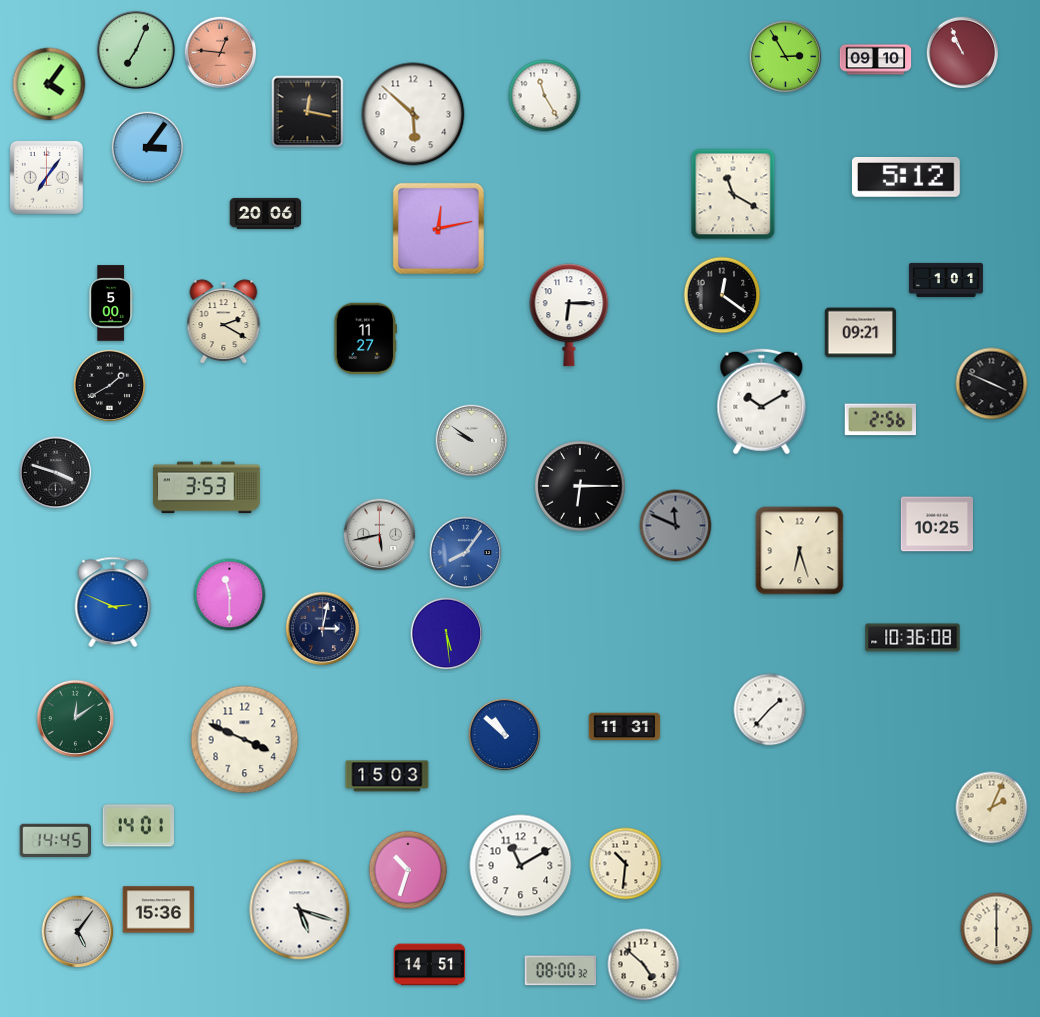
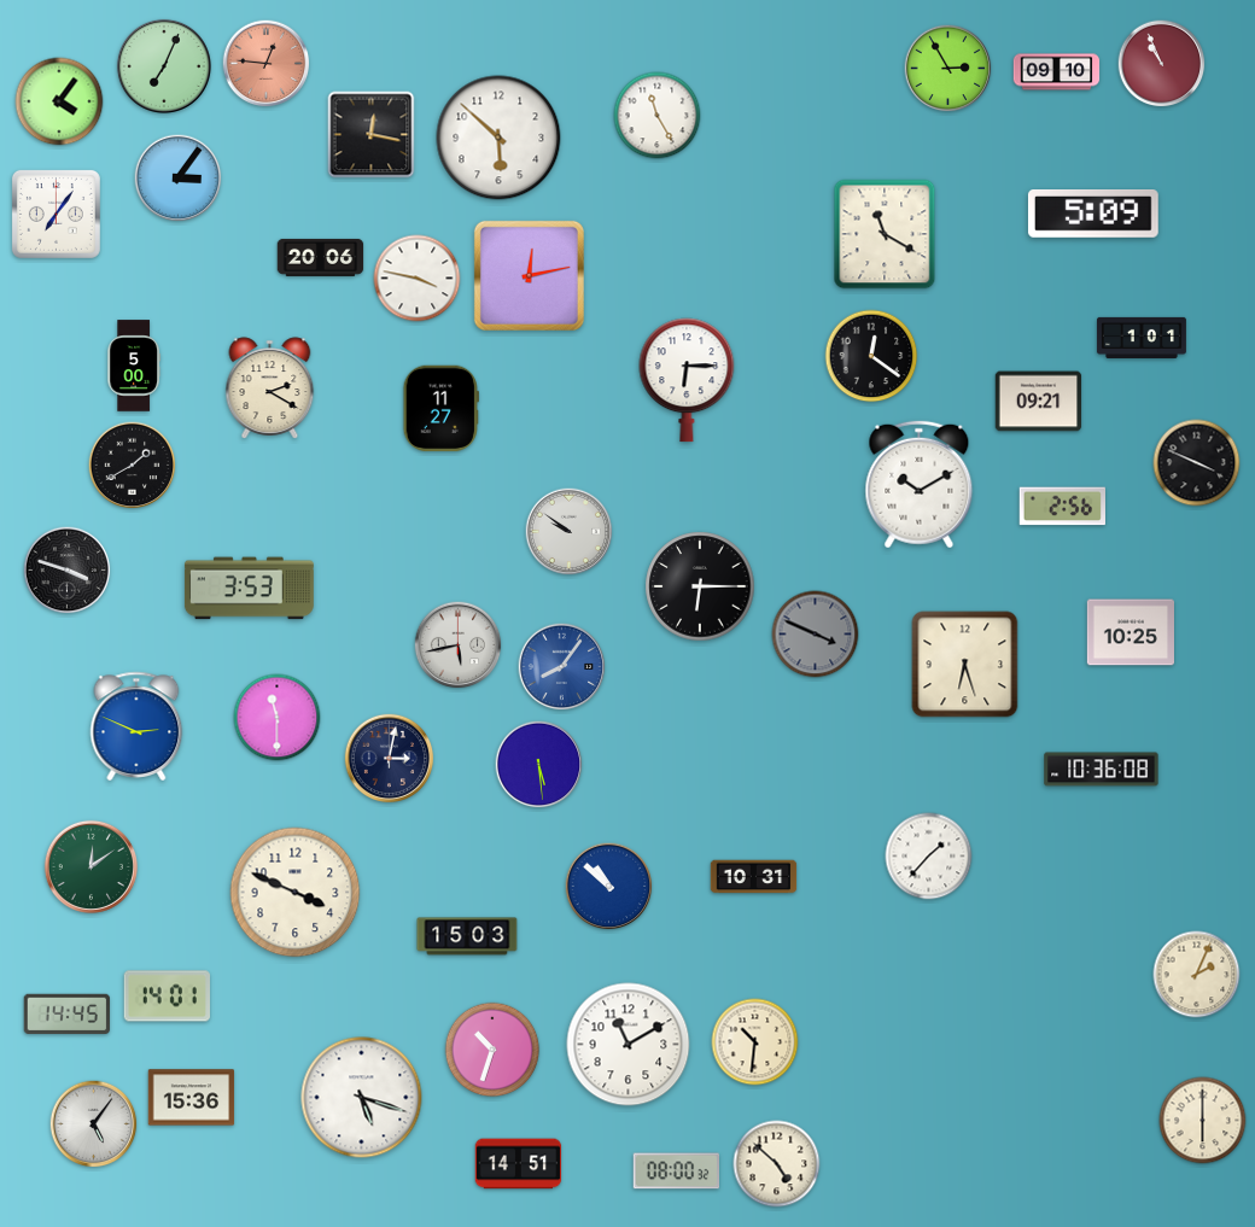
clock at (136, 50) position: (136, 50) -> (164, 66)
clock at (906, 178): 5:12 -> 5:09
clock at (418, 279): none -> 3:47
clock at (676, 526): 11:49 -> 3:49
clock at (625, 727): 11:31 -> 10:31
